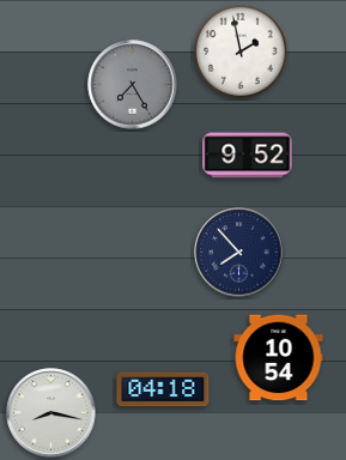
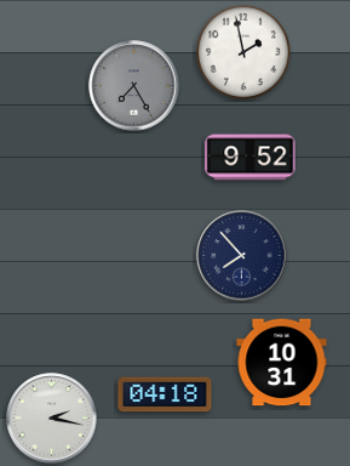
clock at (279, 358): 10:54 -> 10:31
clock at (51, 413): 8:17 -> 2:17
